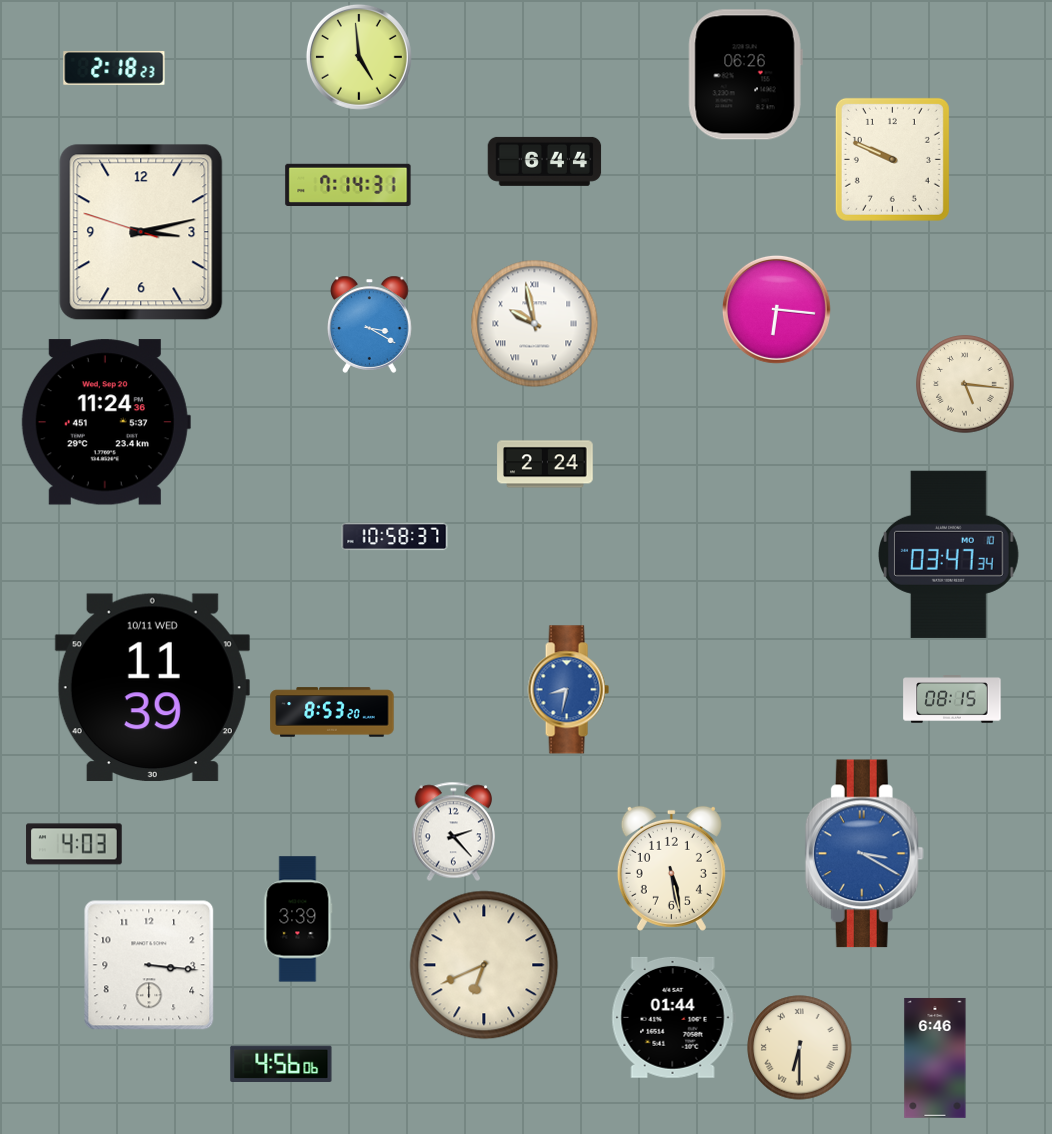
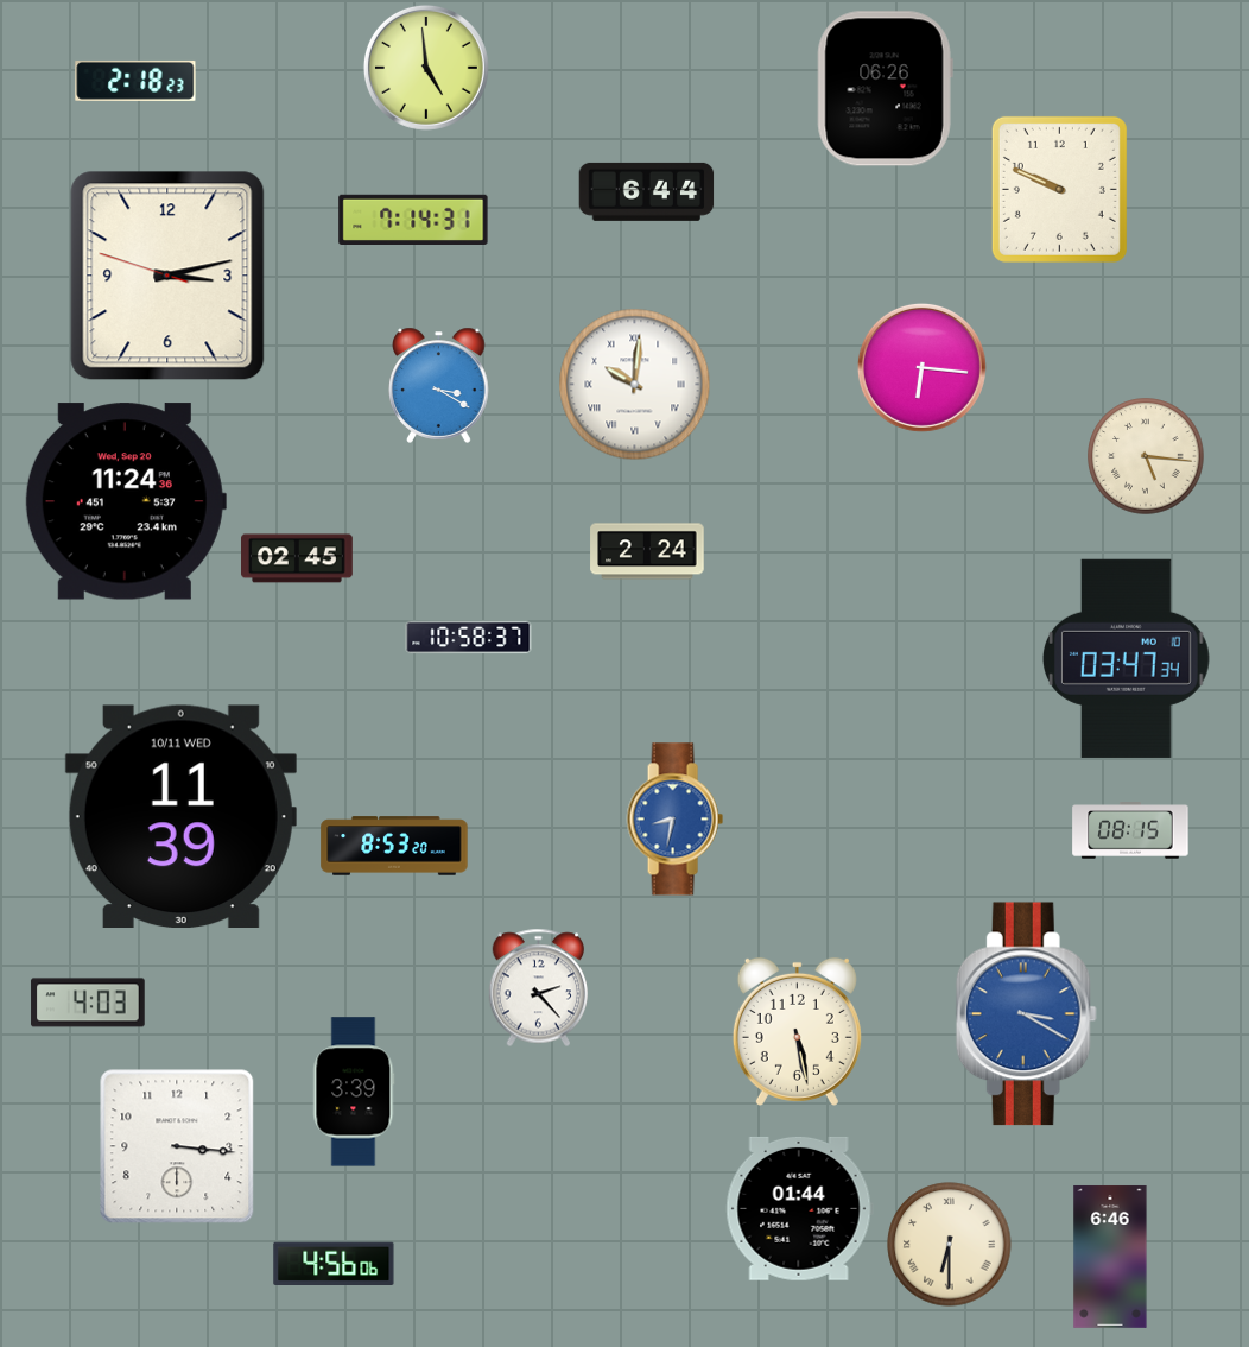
clock at (535, 324): 9:58 -> 10:01
clock at (298, 558): none -> 02:45
clock at (484, 965): 6:41 -> none
